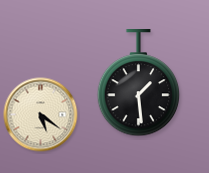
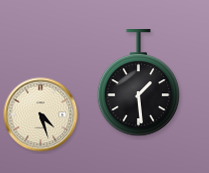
clock at (41, 115): 5:21 -> 4:27
